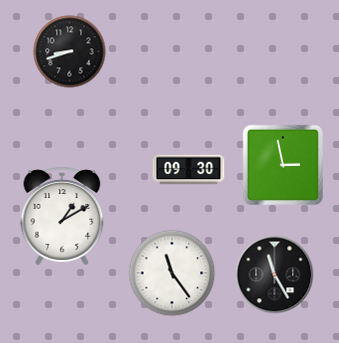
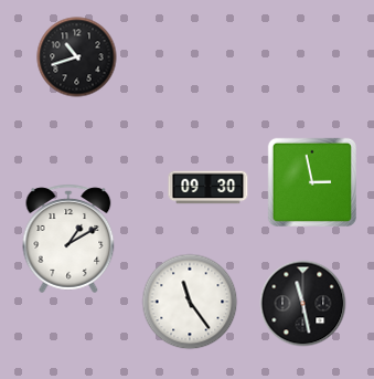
clock at (70, 52): 8:42 -> 10:42
clock at (275, 275): 11:25 -> 11:28
